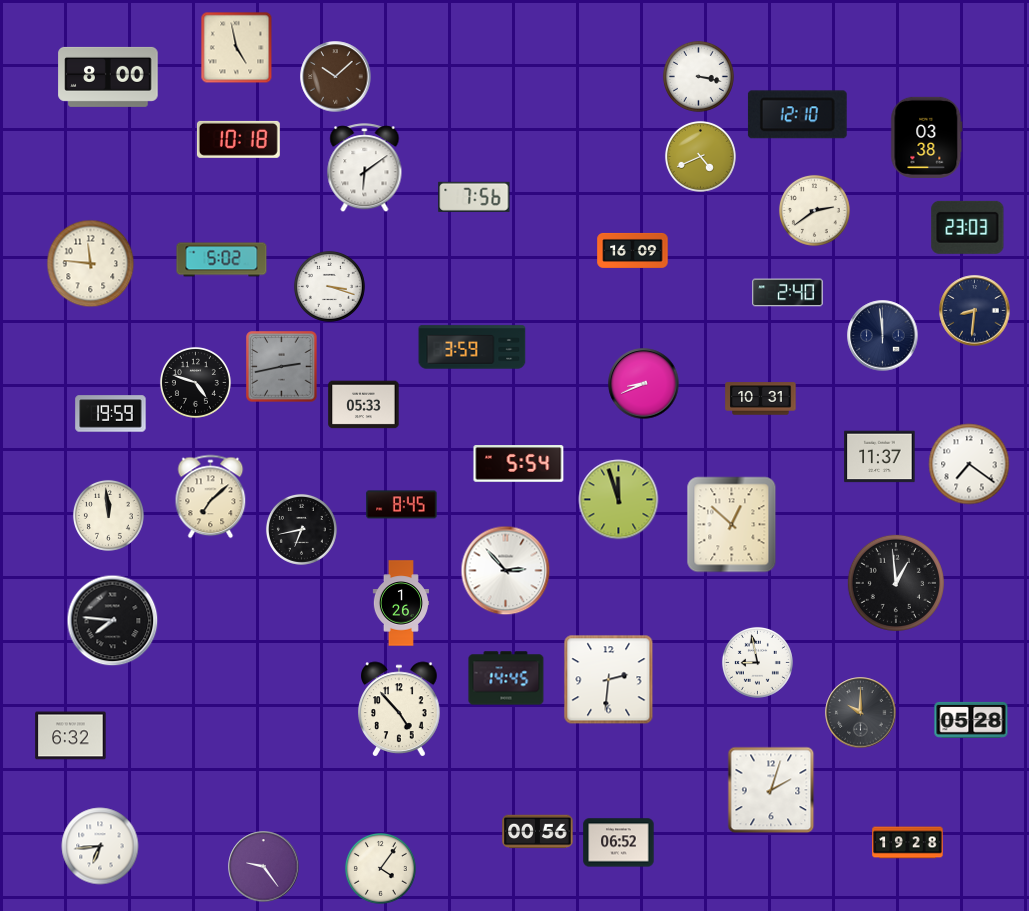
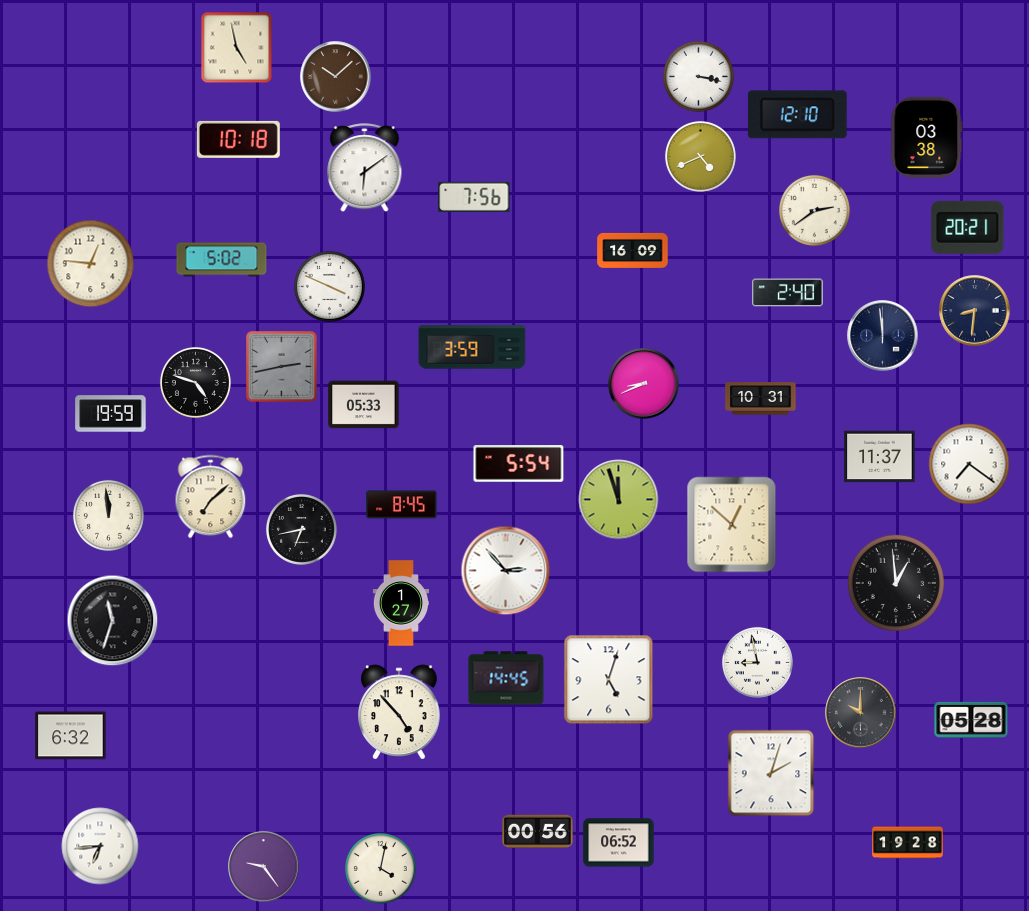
clock at (108, 77): 8:00 -> none
clock at (968, 227): 23:03 -> 20:21
clock at (91, 264): 11:46 -> 12:46
clock at (329, 286): 3:18 -> 3:49
clock at (400, 603): 1:26 -> 1:27
clock at (113, 621): 7:46 -> 11:33
clock at (609, 680): 2:31 -> 5:03
clock at (399, 709) position: (399, 709) -> (399, 712)
clock at (771, 790) position: (771, 790) -> (771, 773)
clock at (380, 868): 4:06 -> 4:02
